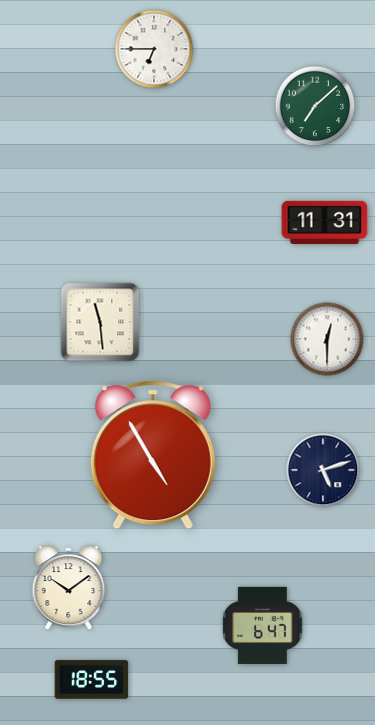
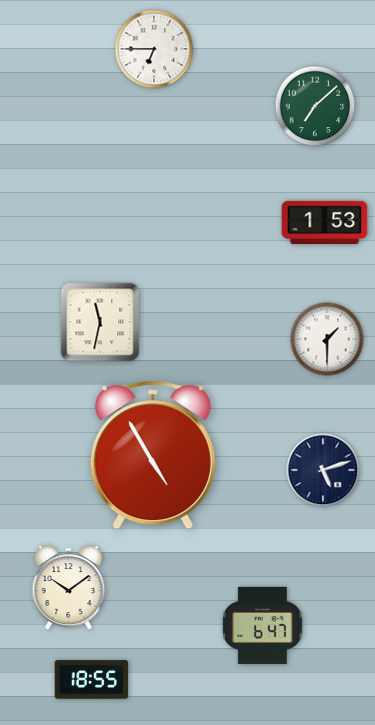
clock at (325, 223): 11:31 -> 1:53
clock at (100, 322): 11:29 -> 11:32
clock at (327, 339): 12:30 -> 1:30
